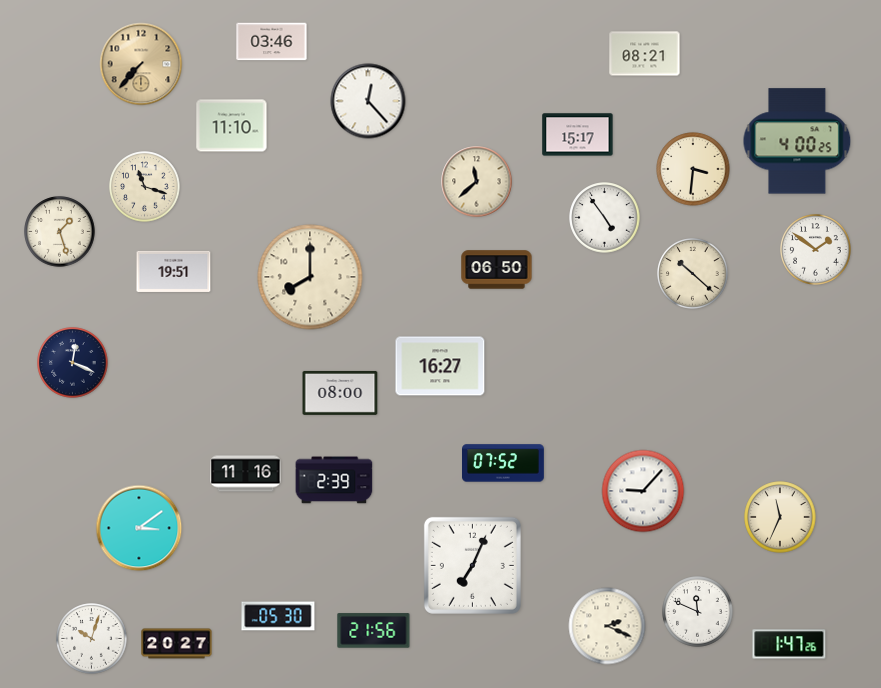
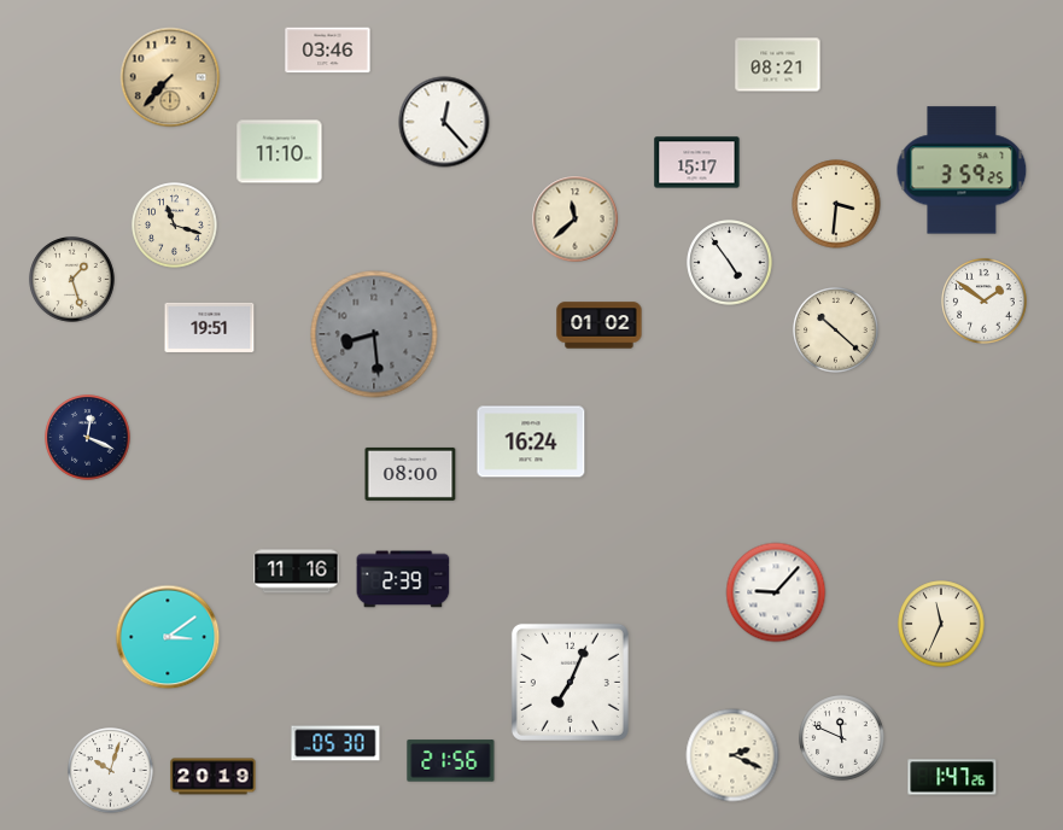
clock at (797, 141): 4:00 -> 3:59
clock at (497, 270): 06:50 -> 01:02
clock at (310, 277): 8:00 -> 8:29
clock at (310, 277) dial: cream -> grey
clock at (440, 366): 16:27 -> 16:24
clock at (504, 463): 07:52 -> none
clock at (177, 644): 20:27 -> 20:19
